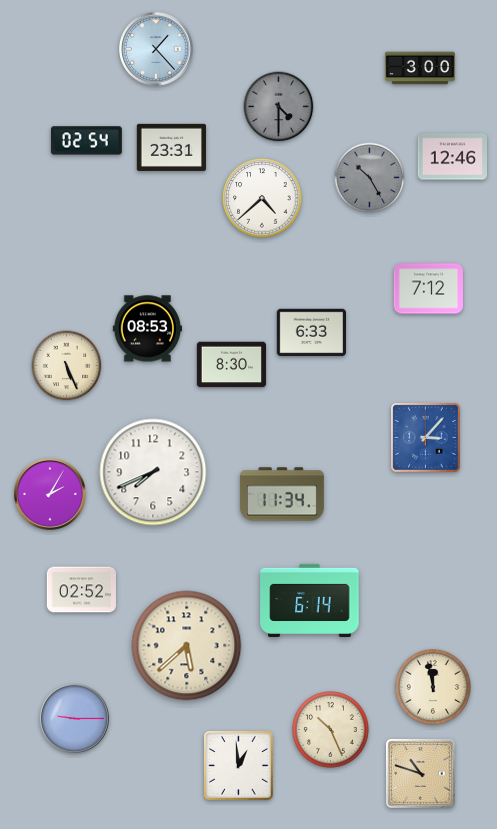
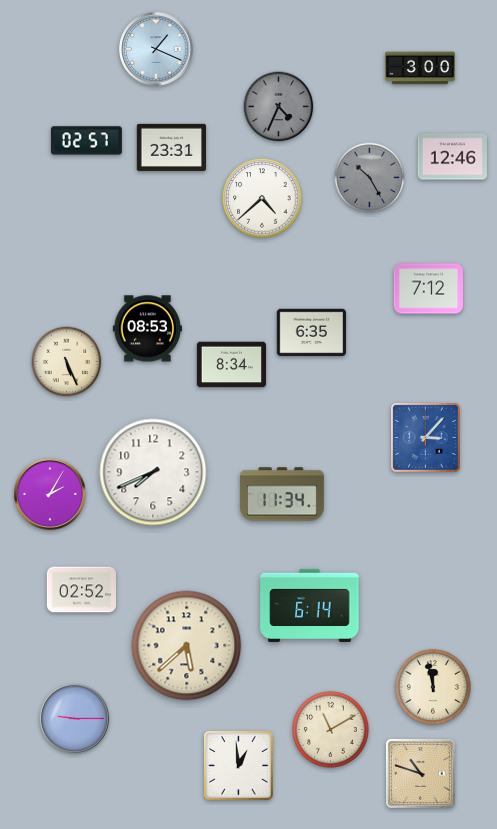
clock at (156, 49): 1:23 -> 1:19
clock at (279, 107): 4:30 -> 4:34
clock at (86, 141): 02:54 -> 02:57
clock at (311, 333): 6:33 -> 6:35
clock at (232, 365): 8:30 -> 8:34
clock at (67, 366) position: (67, 366) -> (67, 362)
clock at (310, 600) position: (310, 600) -> (310, 605)
clock at (331, 730): 10:26 -> 11:10
